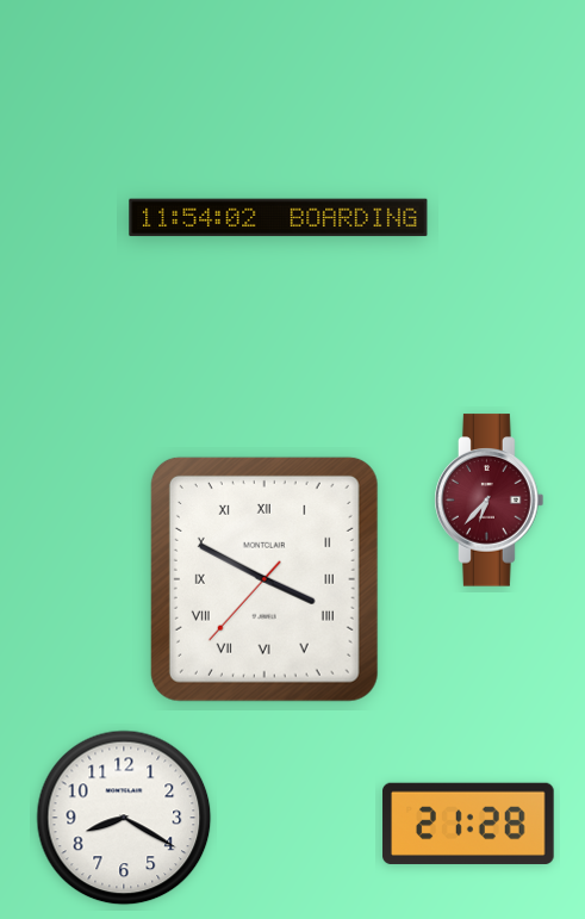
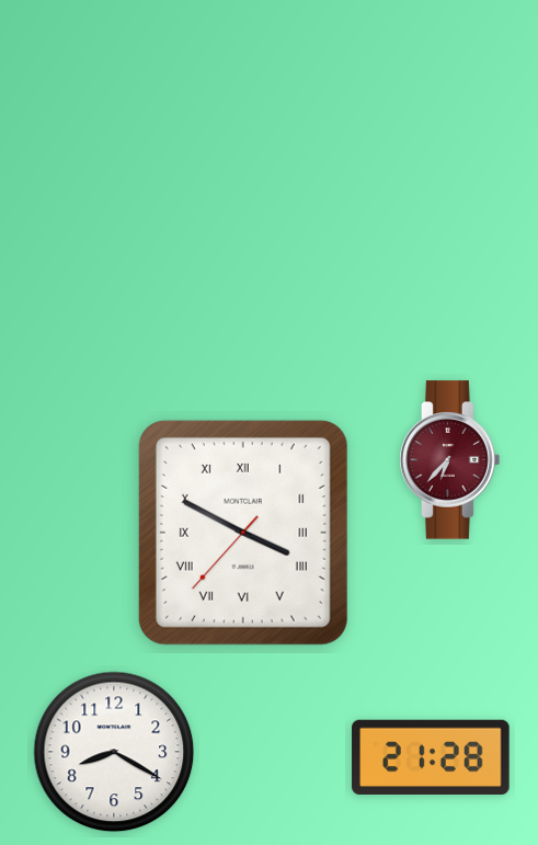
clock at (279, 218): 11:54 -> none
